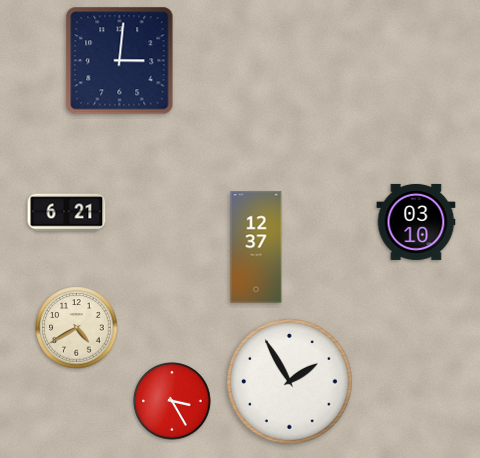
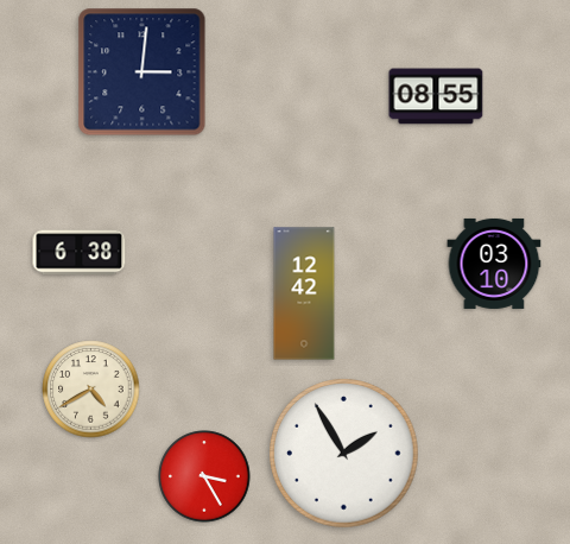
clock at (436, 96): none -> 08:55
clock at (67, 213): 6:21 -> 6:38
clock at (256, 247): 12:37 -> 12:42
